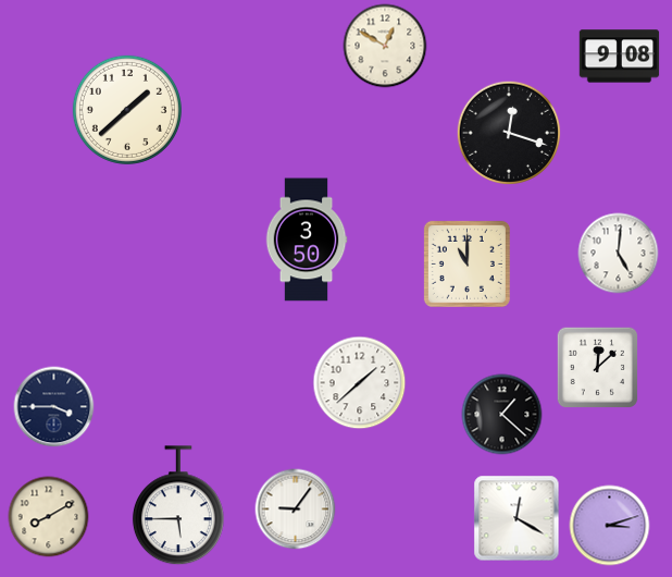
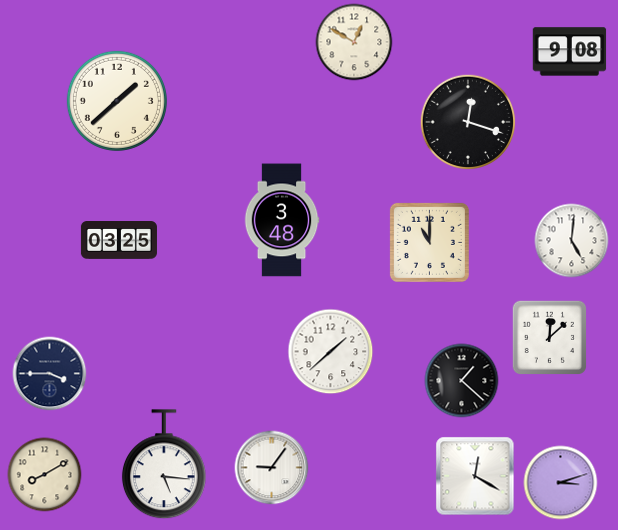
clock at (307, 240): 3:50 -> 3:48
clock at (619, 254) position: (619, 254) -> (572, 241)
clock at (119, 241): none -> 03:25
clock at (178, 506): 5:45 -> 5:16
